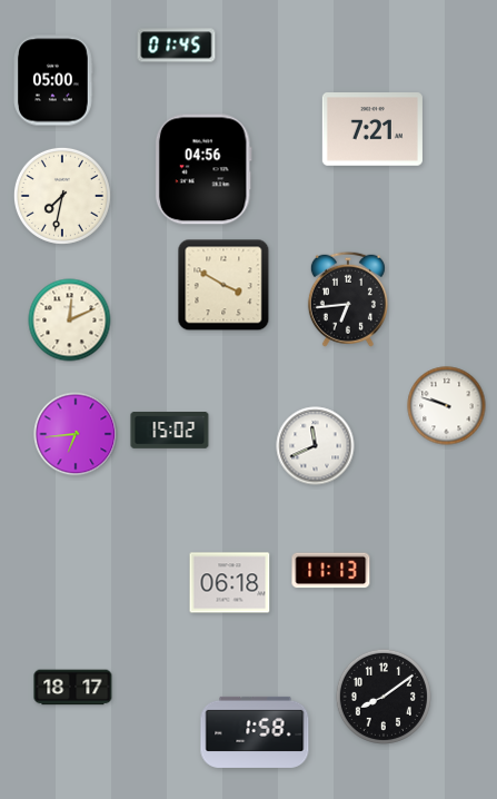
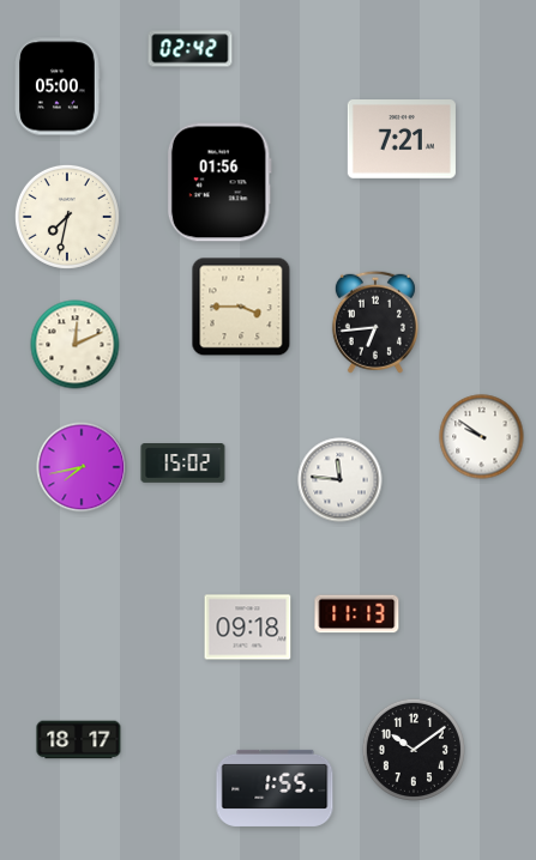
clock at (177, 46): 01:45 -> 02:42
clock at (203, 169): 04:56 -> 01:56
clock at (62, 196) position: (62, 196) -> (67, 217)
clock at (223, 285): 3:50 -> 3:45
clock at (447, 406): 9:48 -> 9:51
clock at (76, 434): 6:44 -> 7:43
clock at (316, 446): 11:41 -> 11:46
clock at (230, 583): 06:18 -> 09:18
clock at (384, 697): 8:09 -> 10:09
clock at (255, 732): 1:58 -> 1:55
